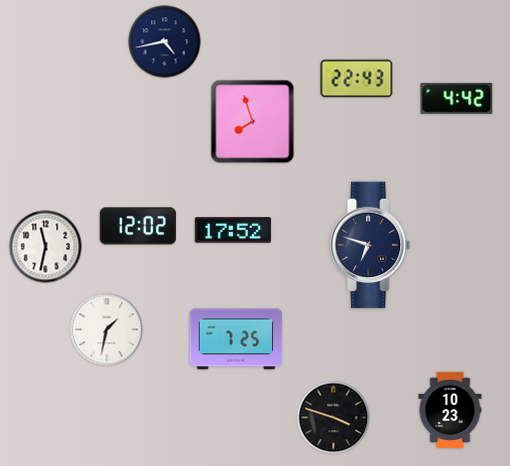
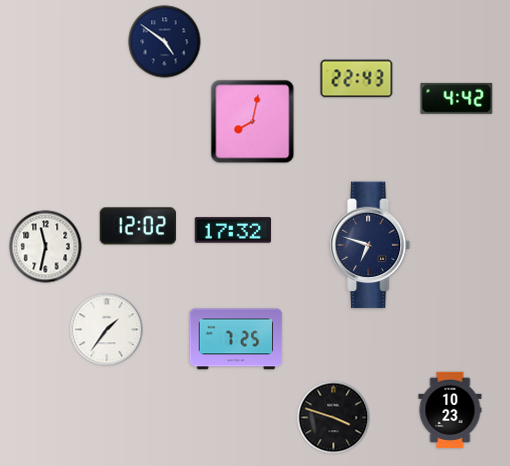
clock at (165, 42): 4:43 -> 4:51
clock at (253, 122): 7:57 -> 8:02
clock at (233, 230): 17:52 -> 17:32
clock at (107, 330): 1:32 -> 1:36
